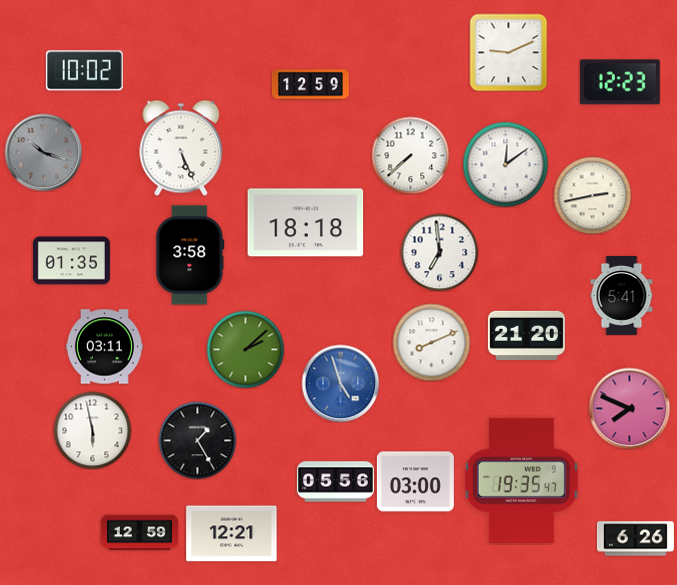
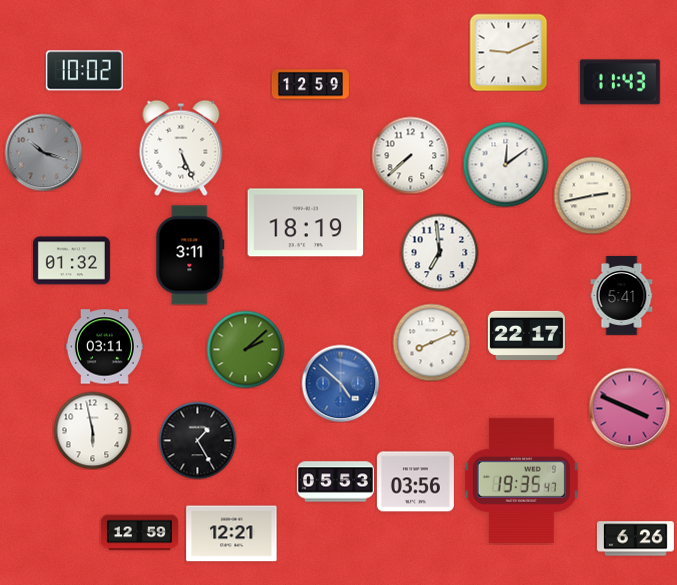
clock at (620, 82): 12:23 -> 11:43
clock at (306, 223): 18:18 -> 18:19
clock at (190, 255): 3:58 -> 3:11
clock at (71, 261): 01:35 -> 01:32
clock at (526, 335): 21:20 -> 22:17
clock at (340, 383): 4:57 -> 4:52
clock at (629, 408): 7:49 -> 3:49
clock at (335, 482): 05:56 -> 05:53
clock at (415, 482): 03:00 -> 03:56
